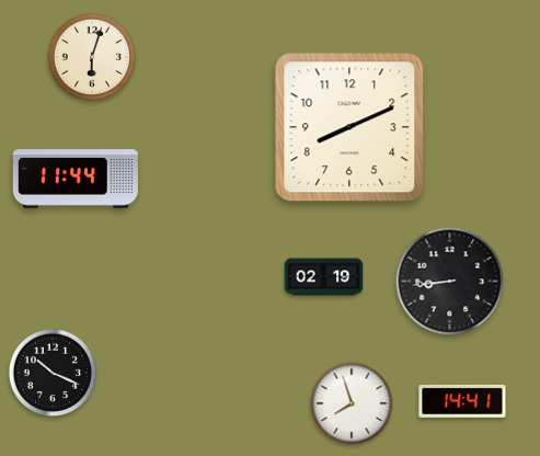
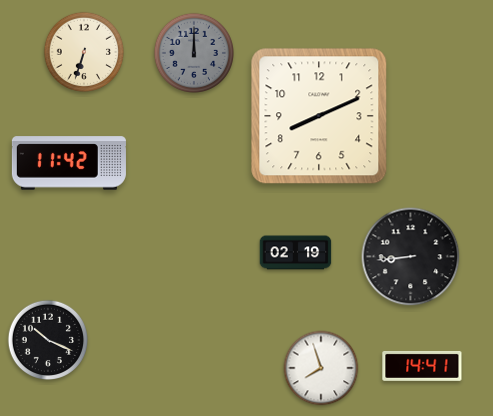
clock at (91, 56): 6:03 -> 6:33
clock at (193, 52): none -> 12:00
clock at (76, 179): 11:44 -> 11:42
